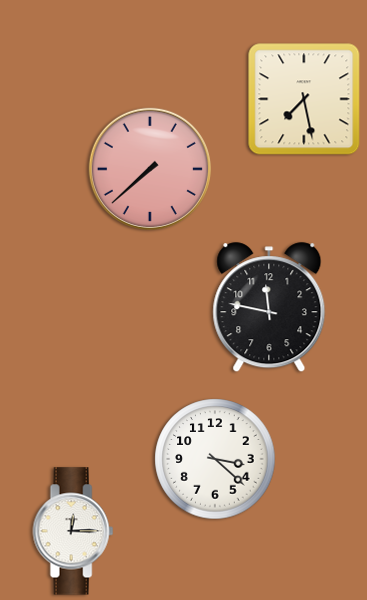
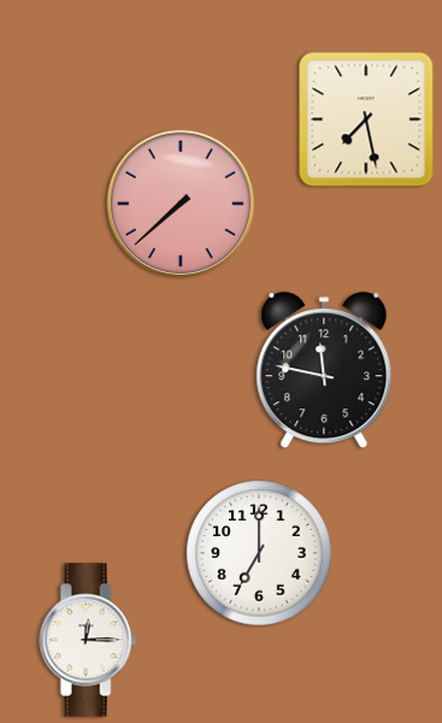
clock at (215, 459): 3:22 -> 7:00
